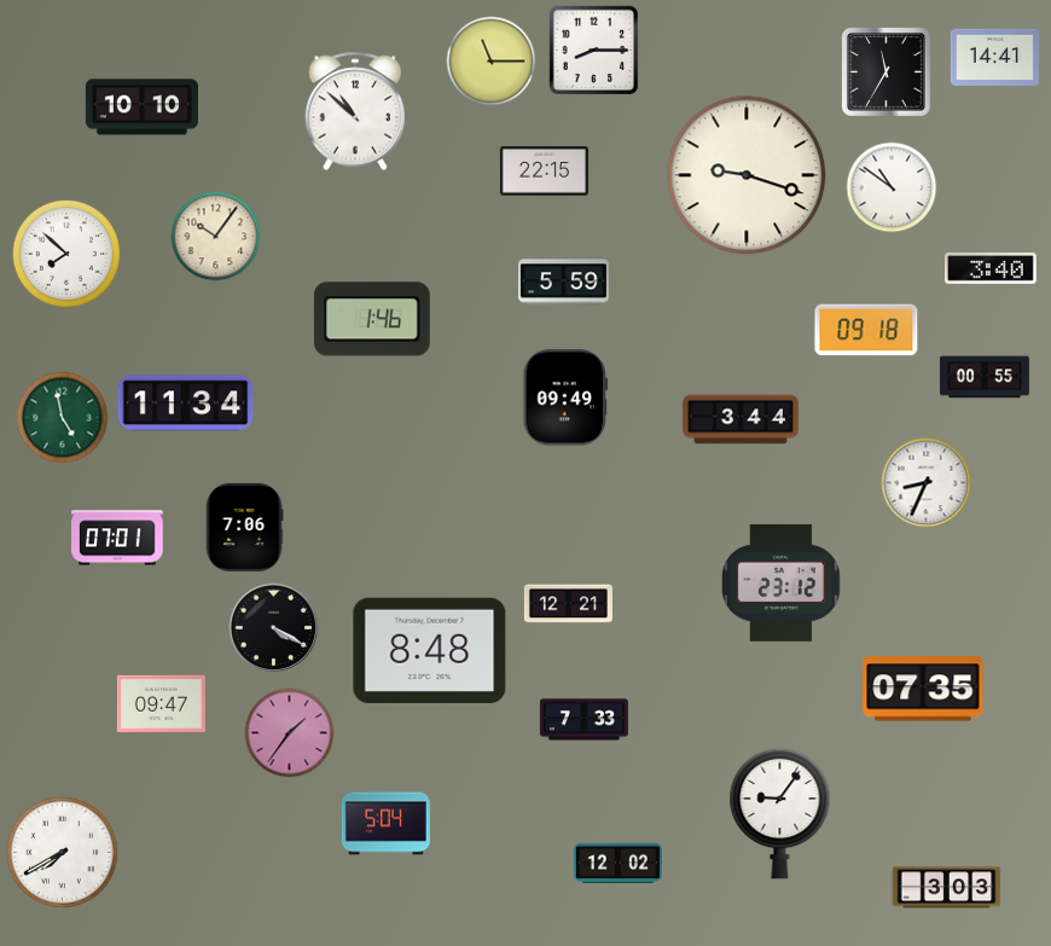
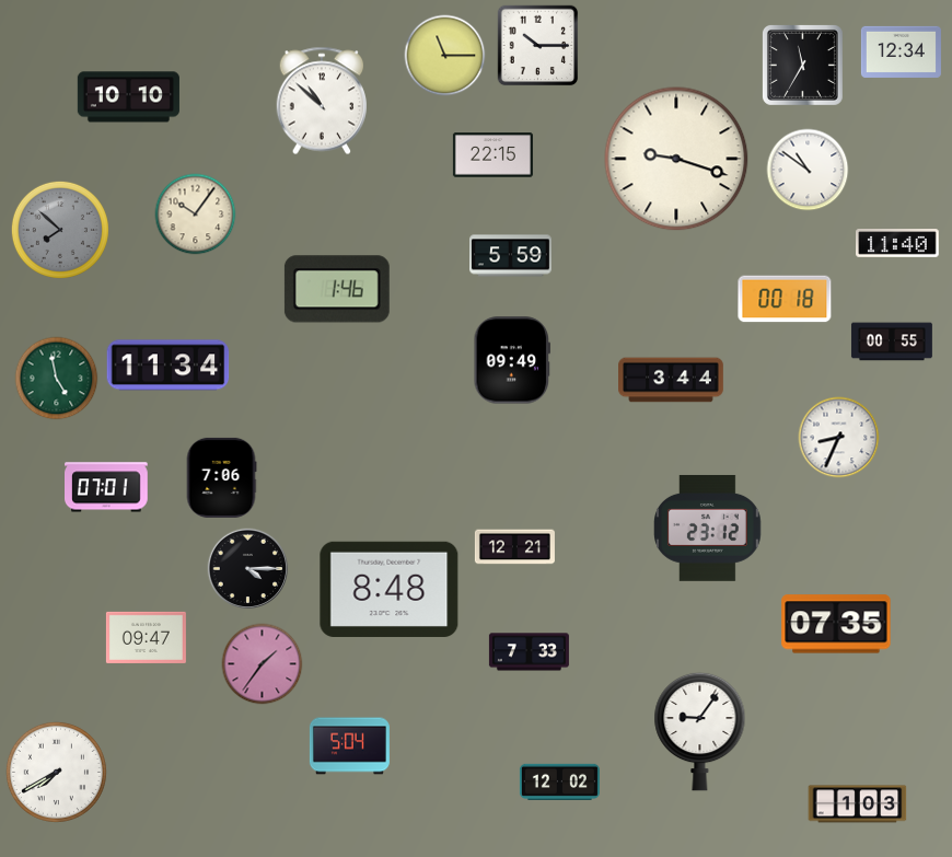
clock at (594, 51): 8:15 -> 10:15
clock at (994, 57): 14:41 -> 12:34
clock at (66, 254) dial: white -> grey
clock at (991, 268): 3:40 -> 11:40
clock at (866, 330): 09:18 -> 00:18
clock at (274, 628): 4:20 -> 4:15
clock at (780, 813) position: (780, 813) -> (700, 731)
clock at (947, 888): 3:03 -> 1:03
